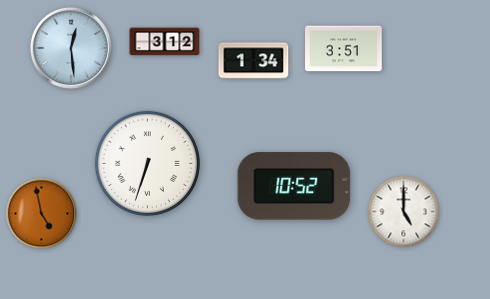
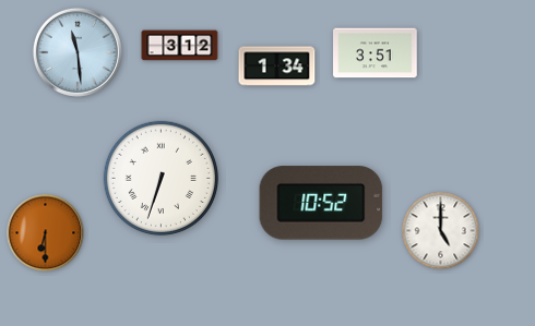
clock at (71, 48): 12:29 -> 11:29
clock at (42, 214): 4:58 -> 6:30
